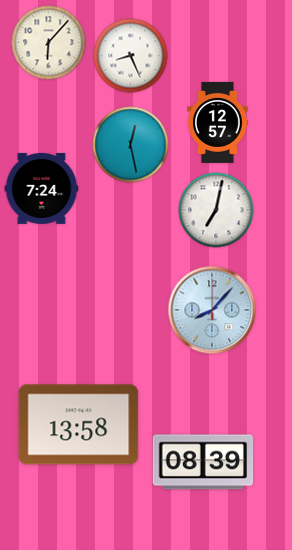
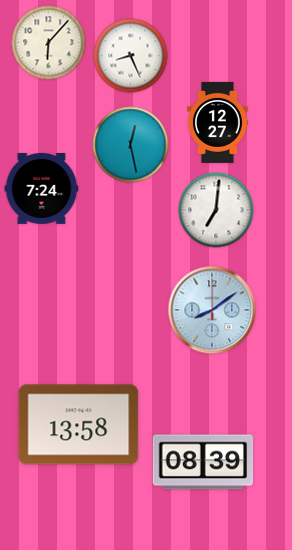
clock at (218, 122): 12:57 -> 12:27
clock at (216, 210): 7:02 -> 7:01
clock at (212, 310): 8:07 -> 8:09
